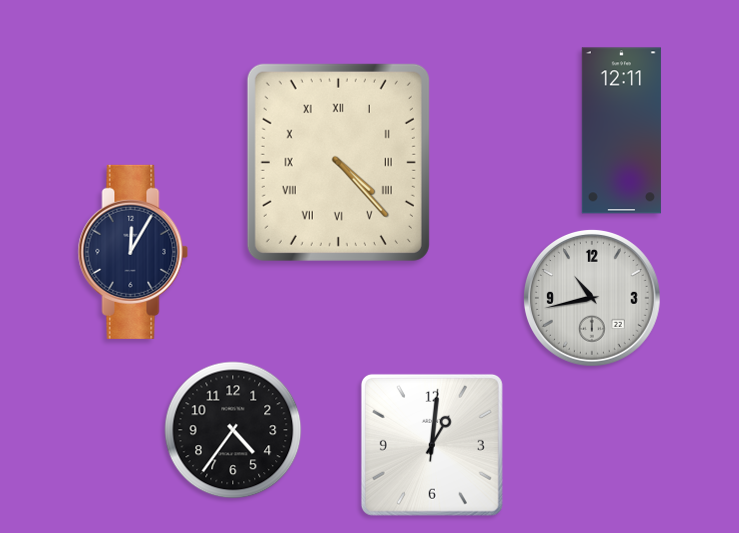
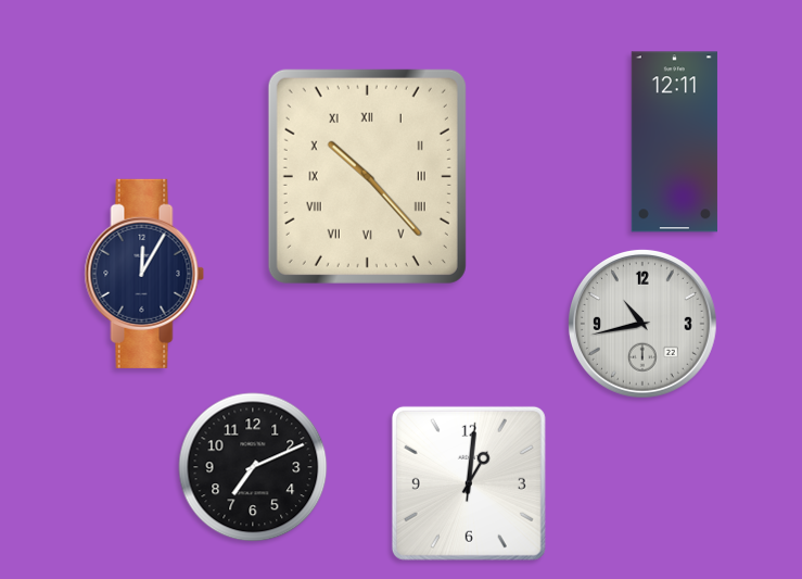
clock at (338, 162): 4:23 -> 10:23
clock at (233, 430): 4:36 -> 7:11
